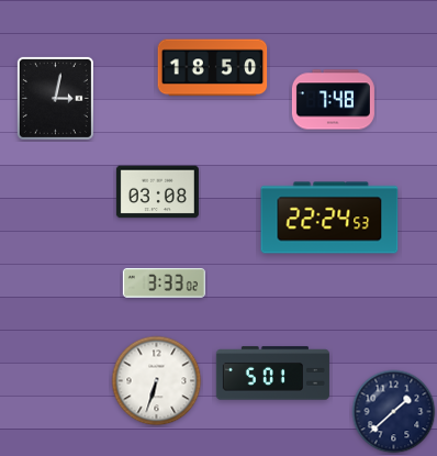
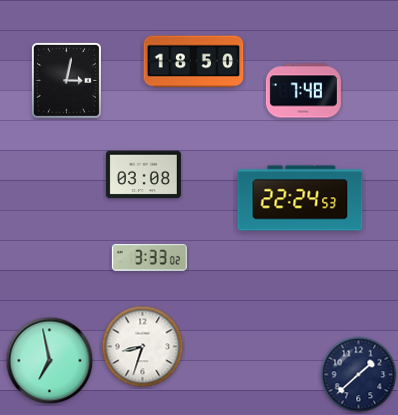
clock at (55, 98) position: (55, 98) -> (66, 80)
clock at (272, 374): 5:01 -> none
clock at (157, 381): 6:33 -> 8:33
clock at (50, 361): none -> 6:58
